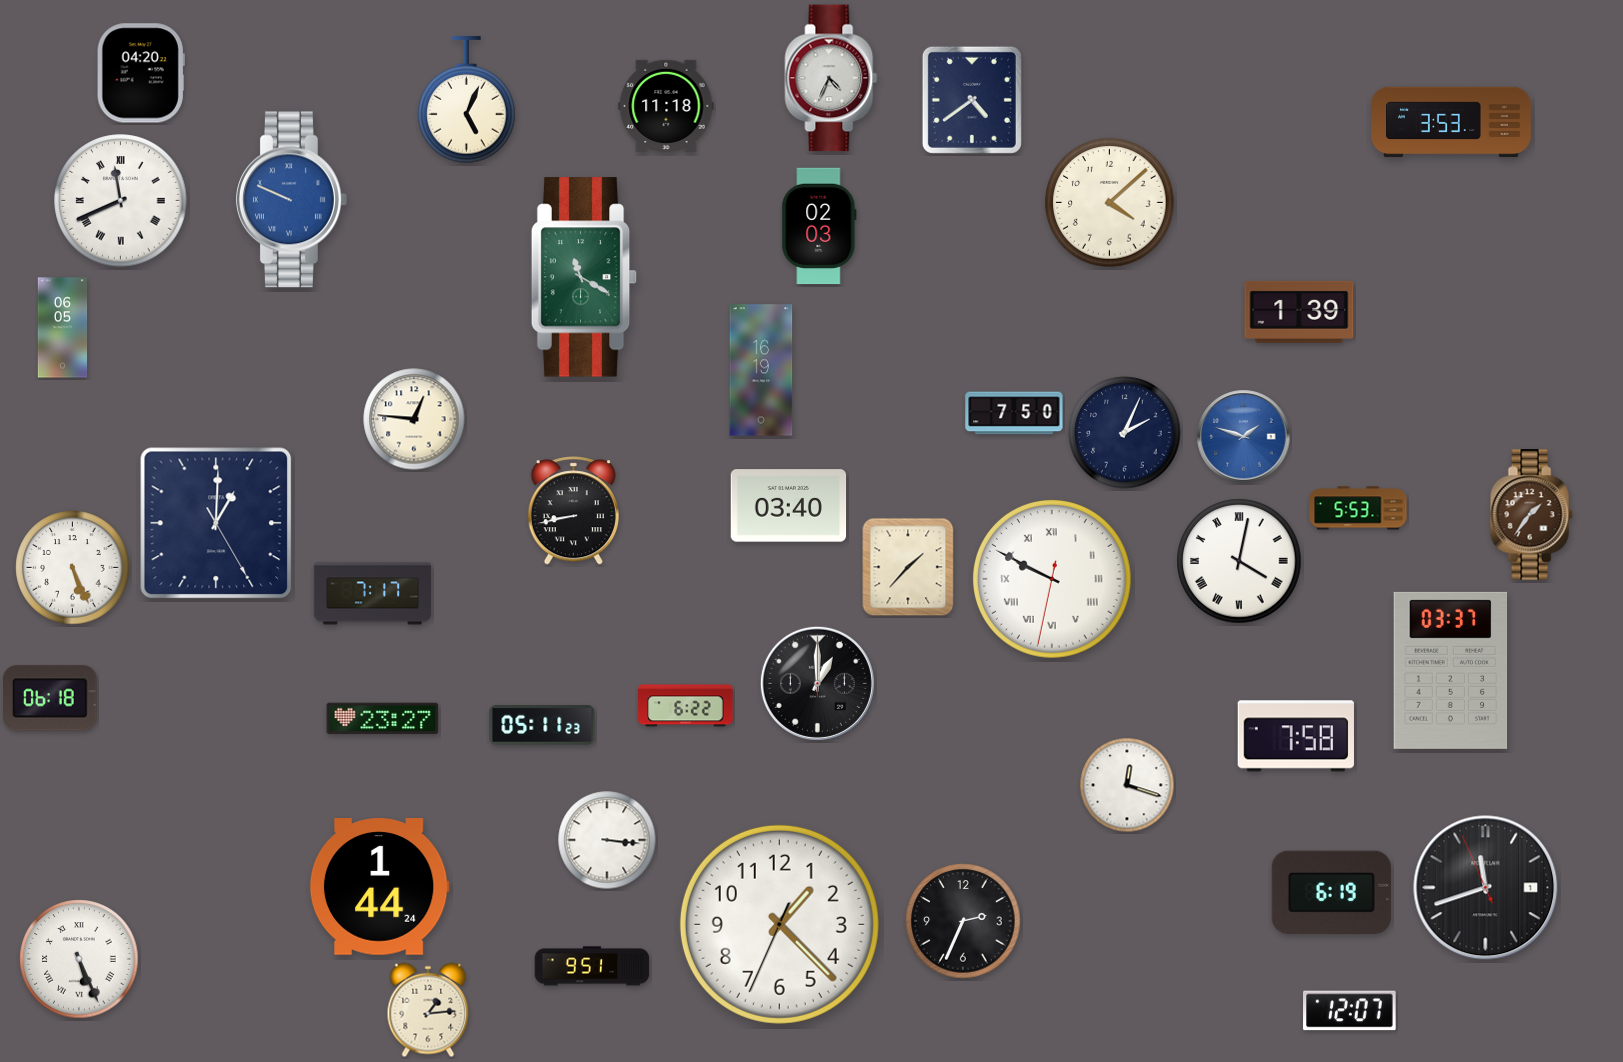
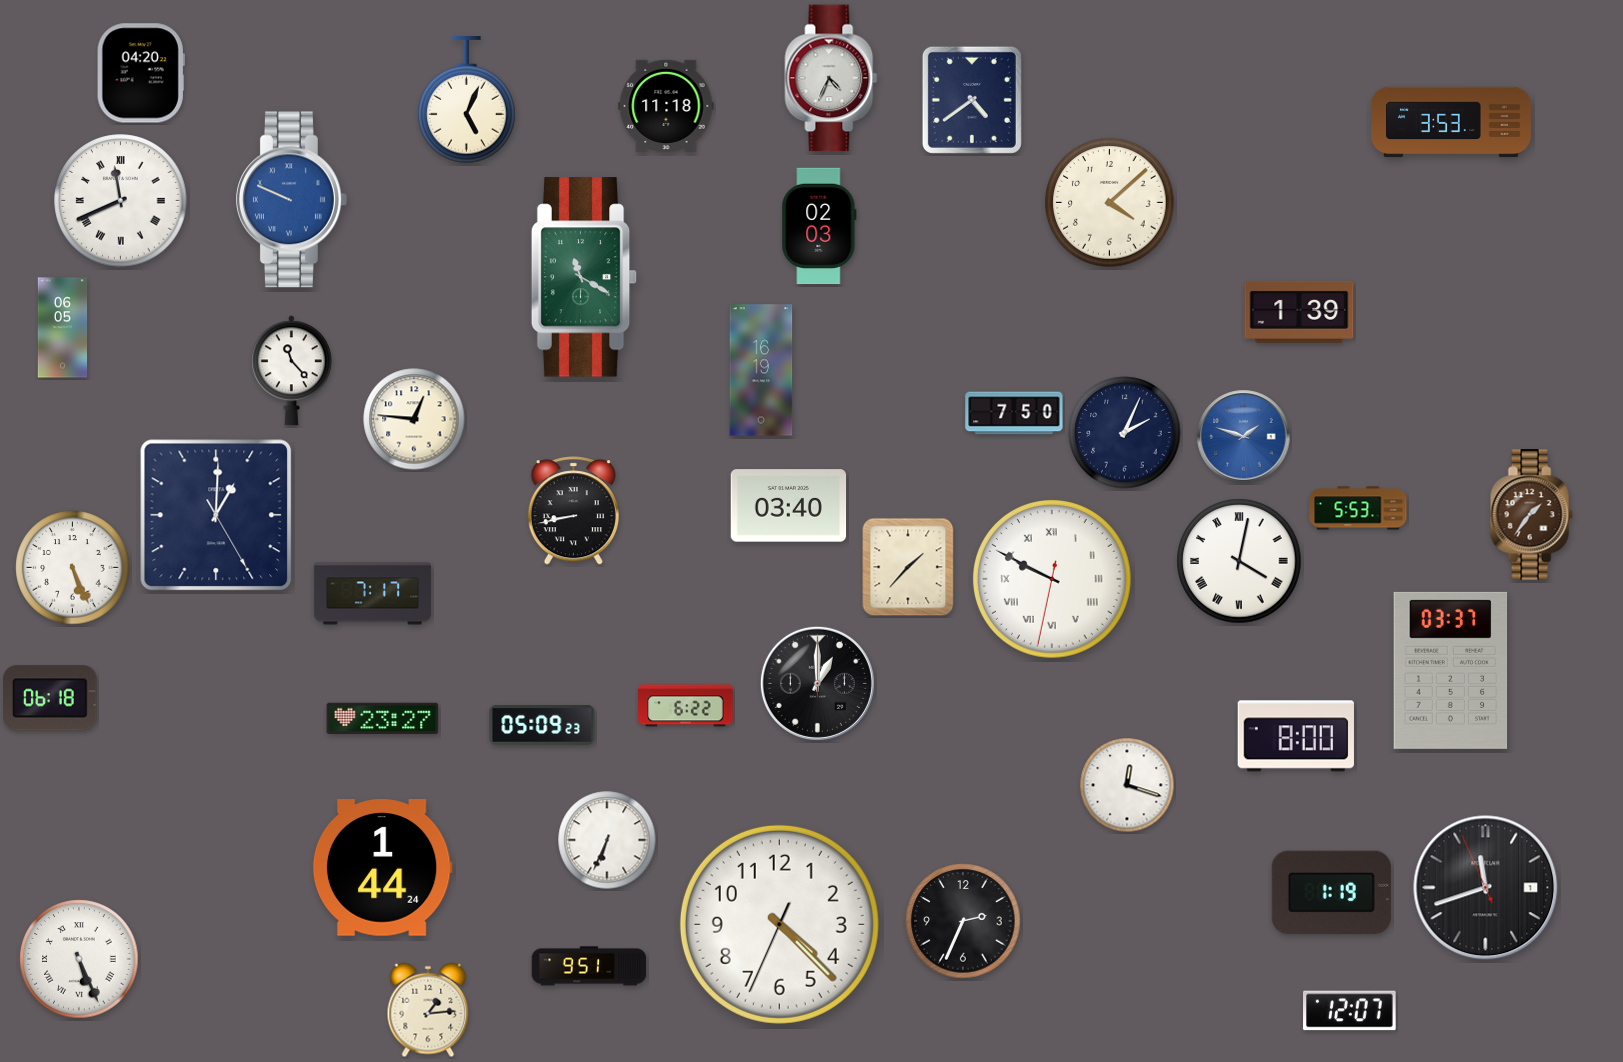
clock at (291, 371): none -> 11:23
clock at (216, 523) position: (216, 523) -> (216, 515)
clock at (542, 725): 05:11 -> 05:09
clock at (1296, 736): 7:58 -> 8:00
clock at (607, 840): 3:16 -> 6:34
clock at (379, 887) position: (379, 887) -> (382, 868)
clock at (1331, 892): 6:19 -> 1:19
clock at (779, 924): 1:22 -> 4:22
clock at (592, 966) position: (592, 966) -> (589, 966)
